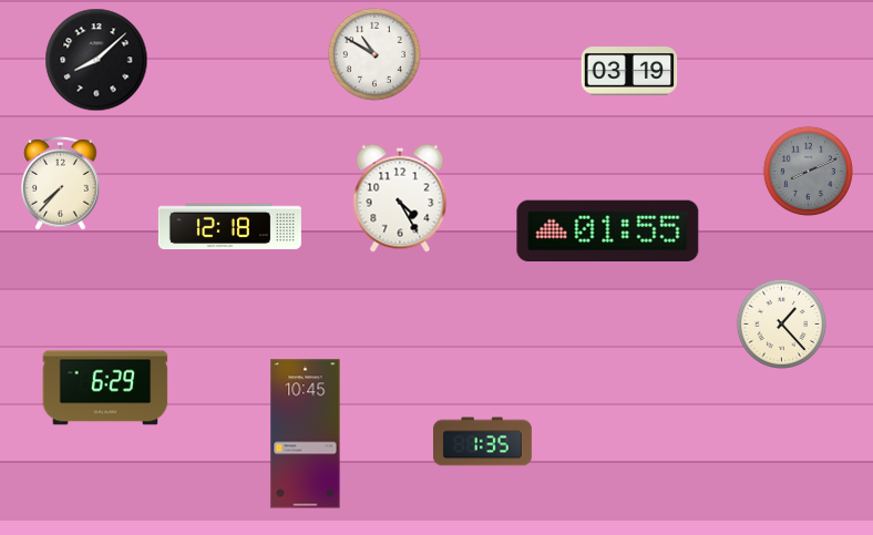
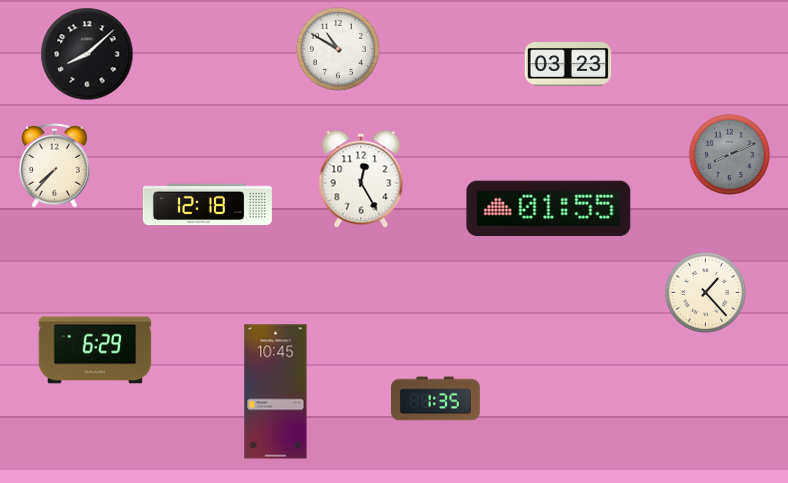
clock at (629, 71): 03:19 -> 03:23
clock at (400, 198): 4:25 -> 12:25
